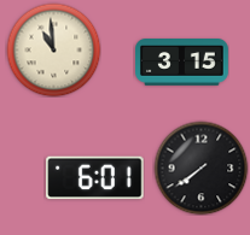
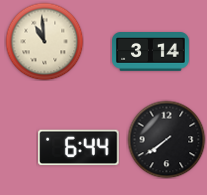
clock at (182, 63): 3:15 -> 3:14
clock at (95, 178): 6:01 -> 6:44
